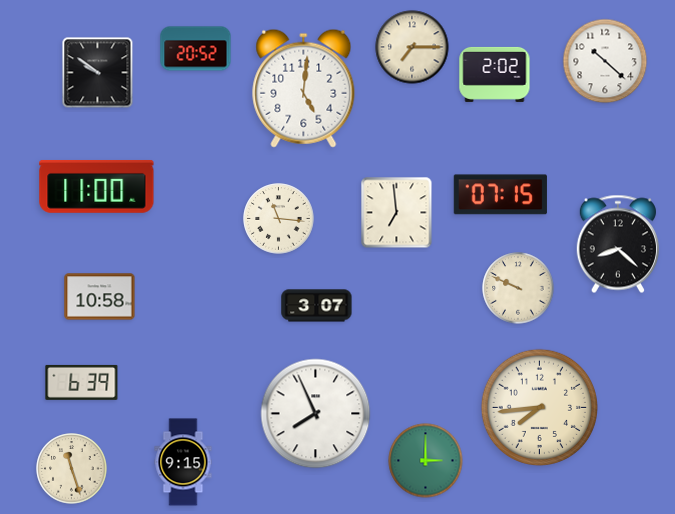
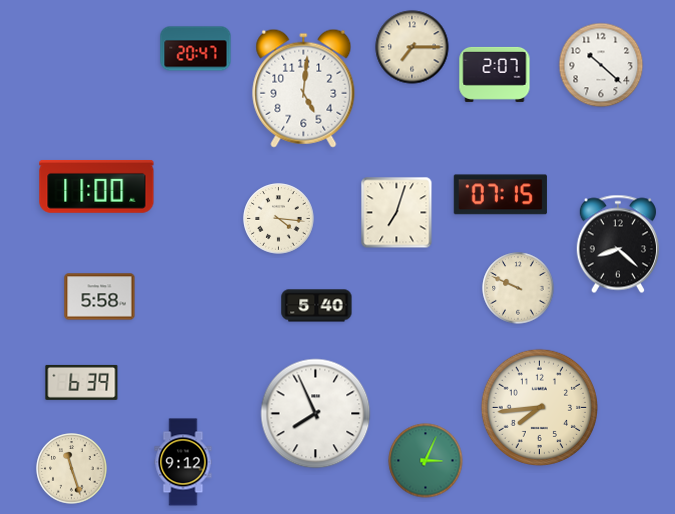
clock at (196, 49): 20:52 -> 20:47
clock at (605, 61) position: (605, 61) -> (601, 65)
clock at (98, 73): 9:51 -> none
clock at (495, 74): 2:02 -> 2:07
clock at (397, 213): 6:59 -> 7:03
clock at (279, 219): 11:16 -> 4:16
clock at (100, 297): 10:58 -> 5:58
clock at (317, 306): 3:07 -> 5:40
clock at (426, 461): 3:00 -> 3:04
clock at (183, 462): 9:15 -> 9:12
